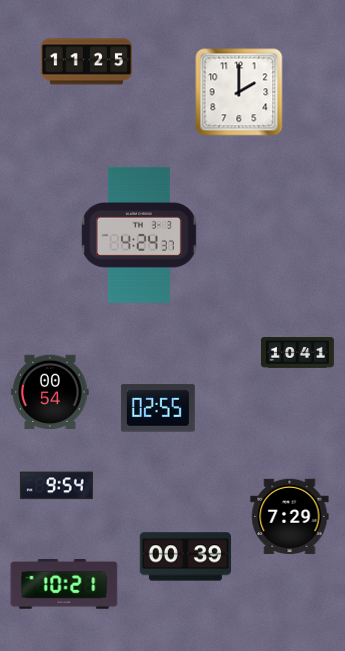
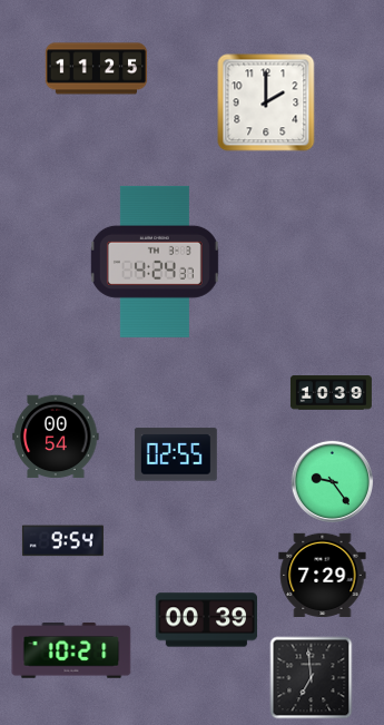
clock at (297, 353): 10:41 -> 10:39
clock at (332, 481): none -> 9:24
clock at (312, 678): none -> 6:59
